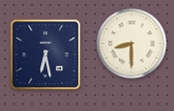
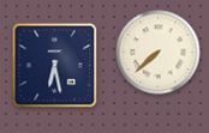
clock at (132, 44): 8:30 -> 7:38
